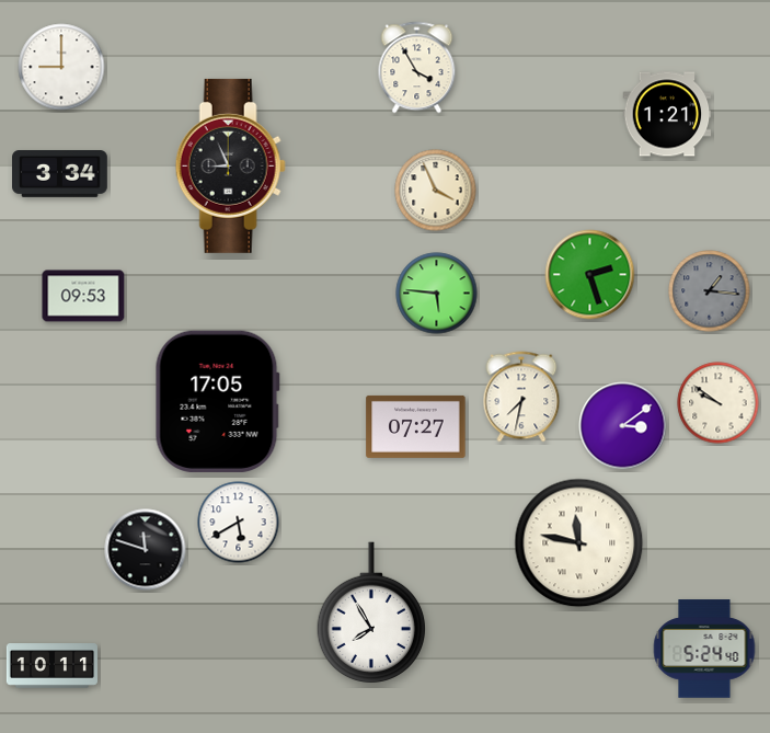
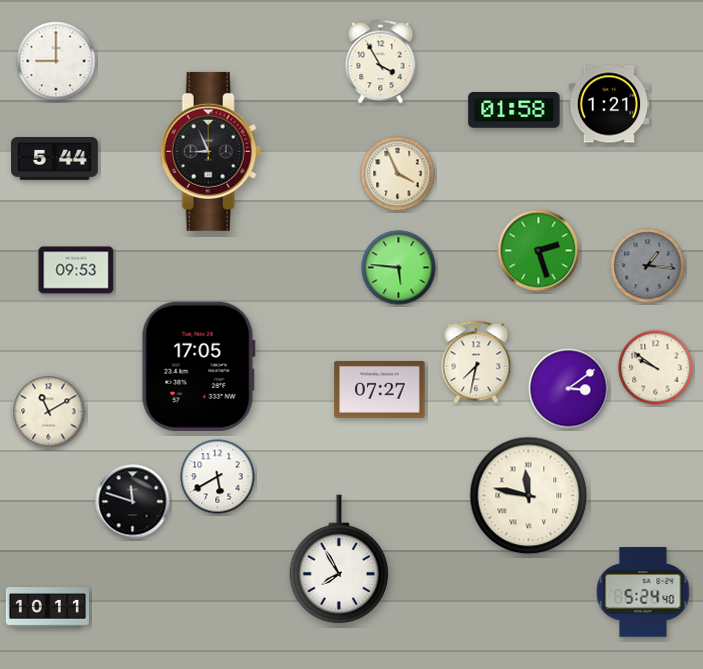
clock at (514, 111): none -> 01:58
clock at (60, 174): 3:34 -> 5:44
clock at (49, 412): none -> 11:10
